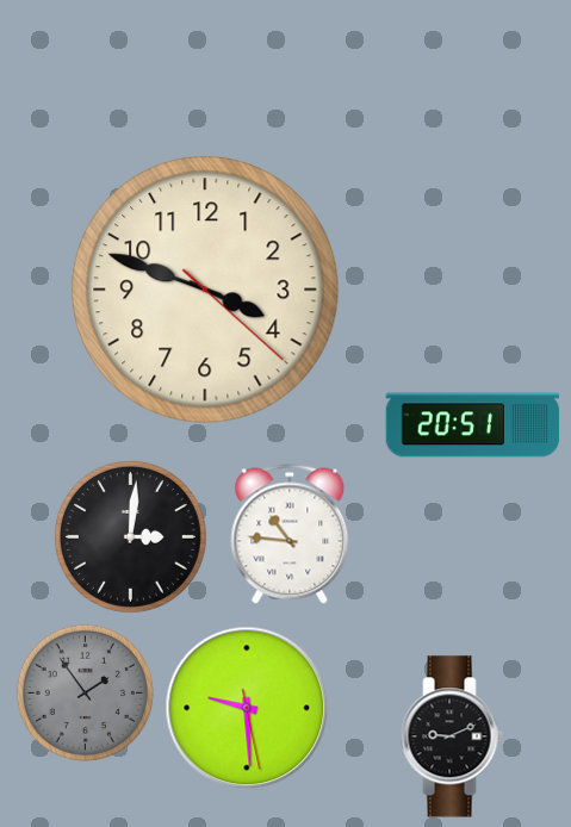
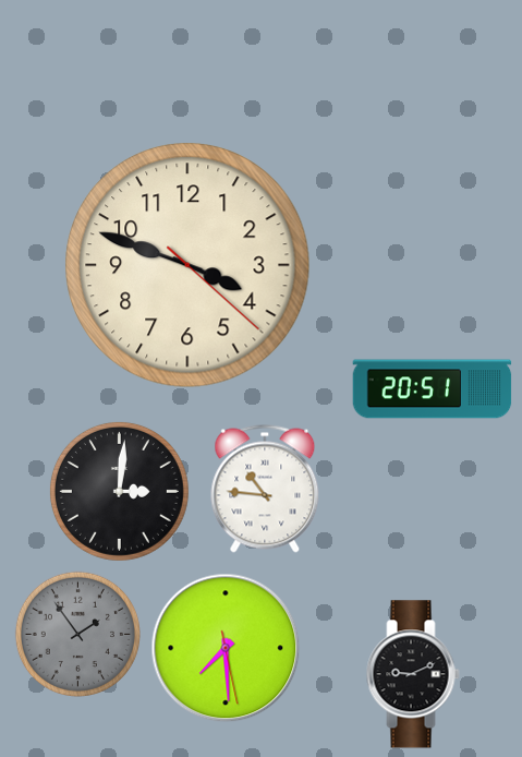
clock at (247, 708): 9:29 -> 7:29
